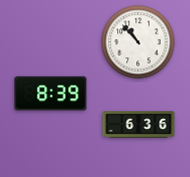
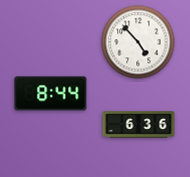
clock at (138, 42): 10:53 -> 4:53
clock at (51, 94): 8:39 -> 8:44
